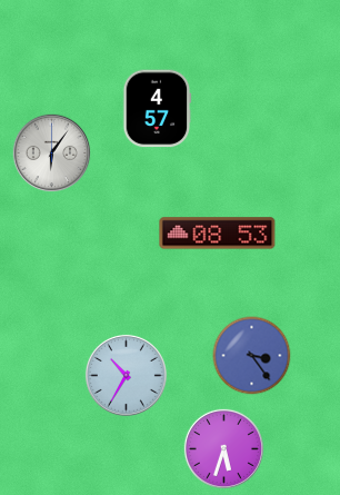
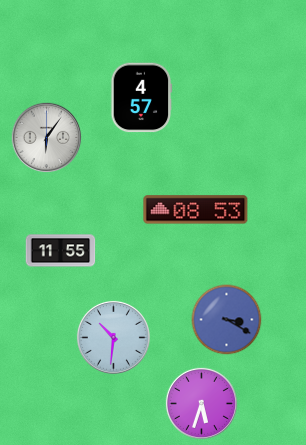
clock at (61, 251): none -> 11:55
clock at (252, 356): 3:24 -> 3:20
clock at (126, 375): 10:35 -> 10:31
